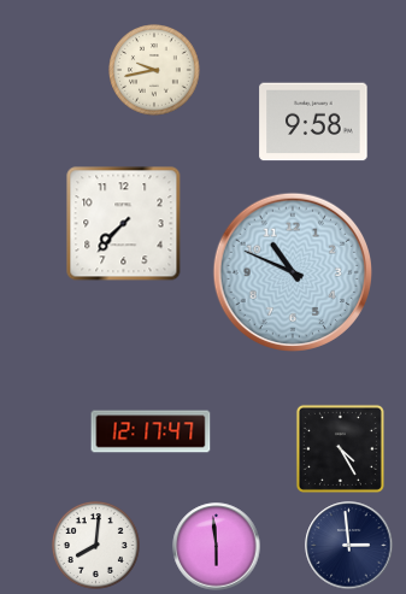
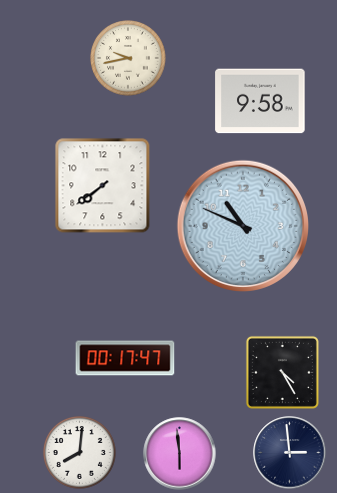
clock at (124, 224): 7:37 -> 7:39
clock at (151, 431): 12:17 -> 00:17
